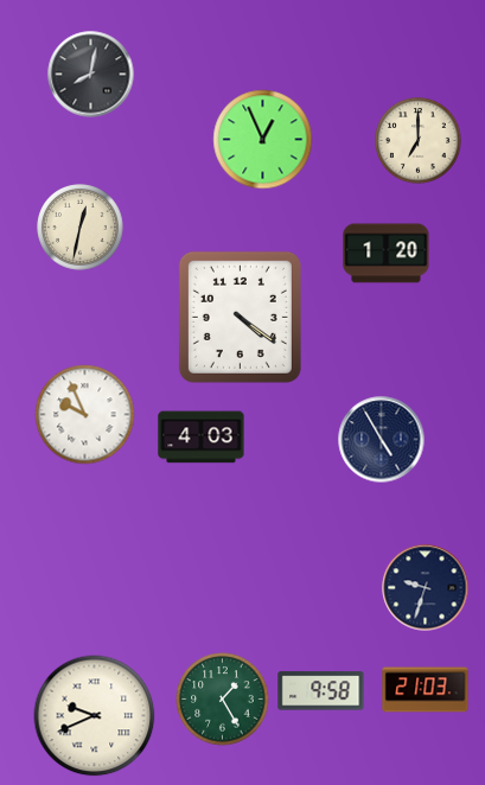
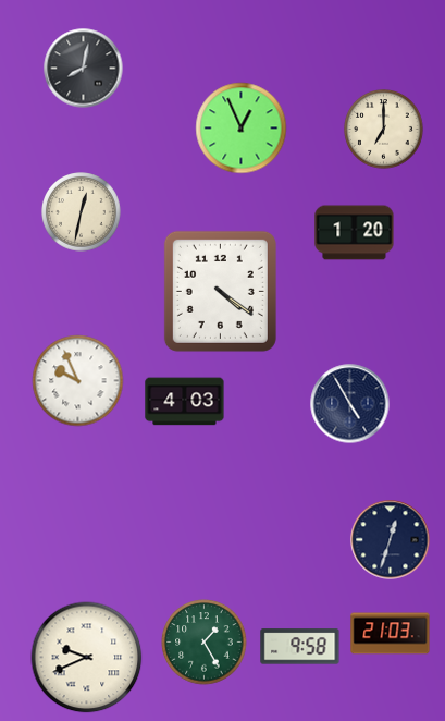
clock at (81, 228) position: (81, 228) -> (82, 212)
clock at (426, 588): 9:33 -> 12:33
clock at (321, 691) position: (321, 691) -> (300, 647)
